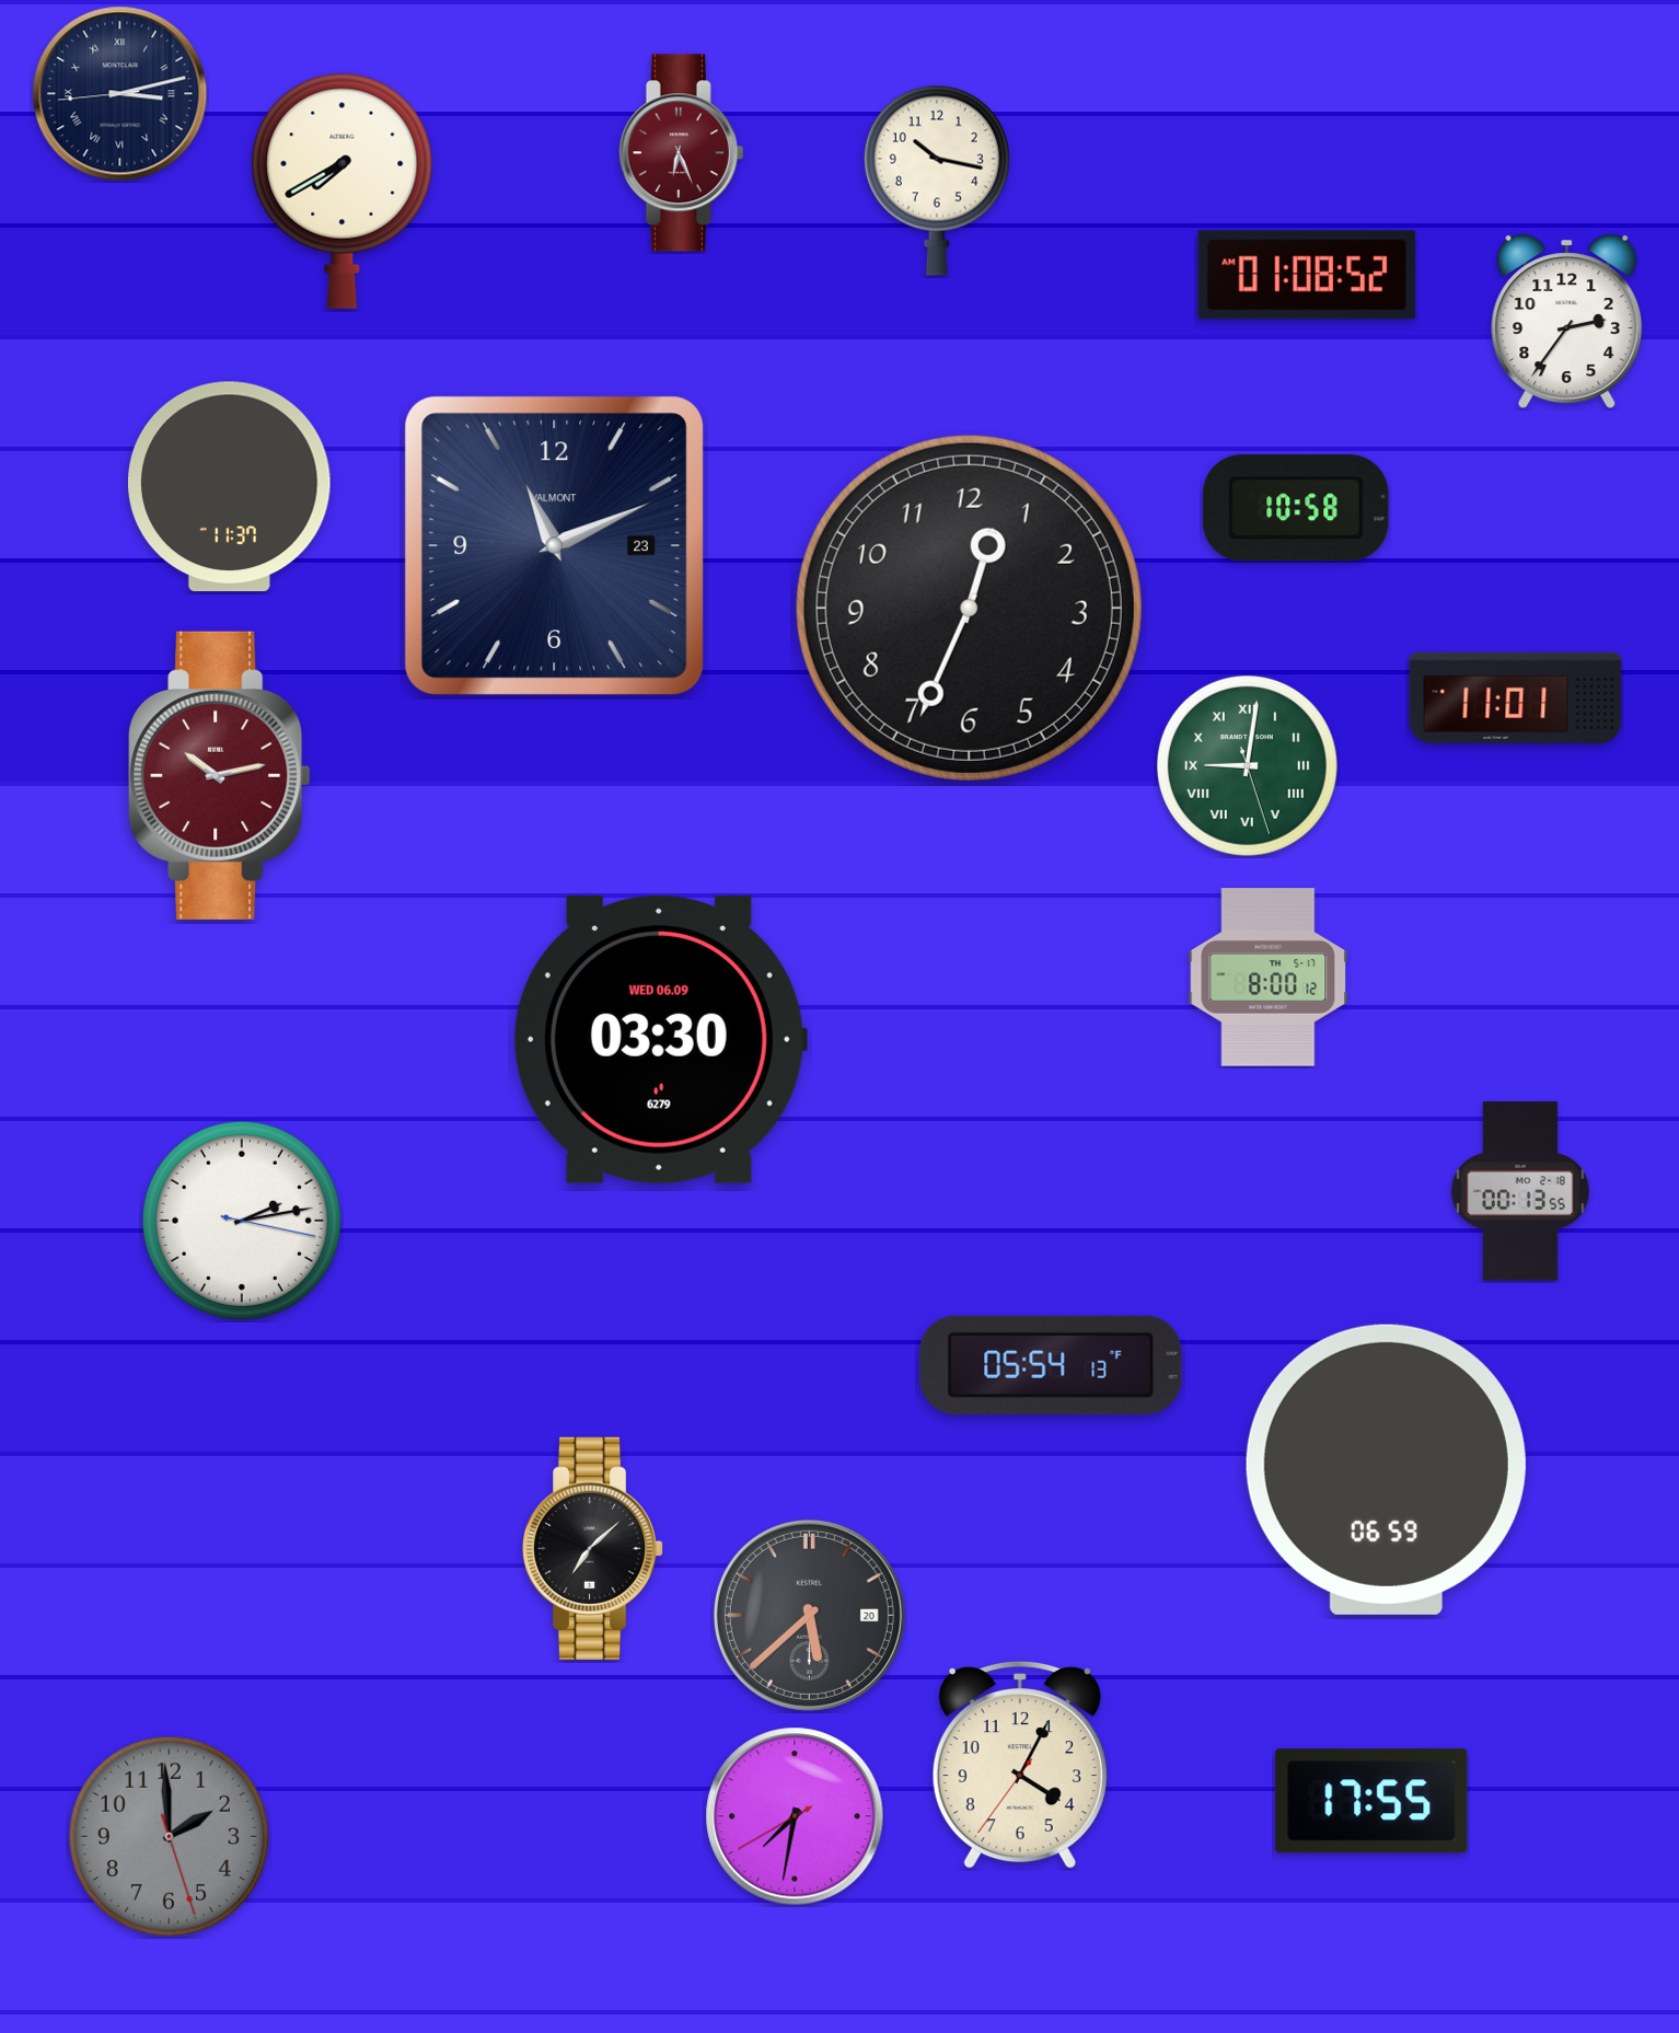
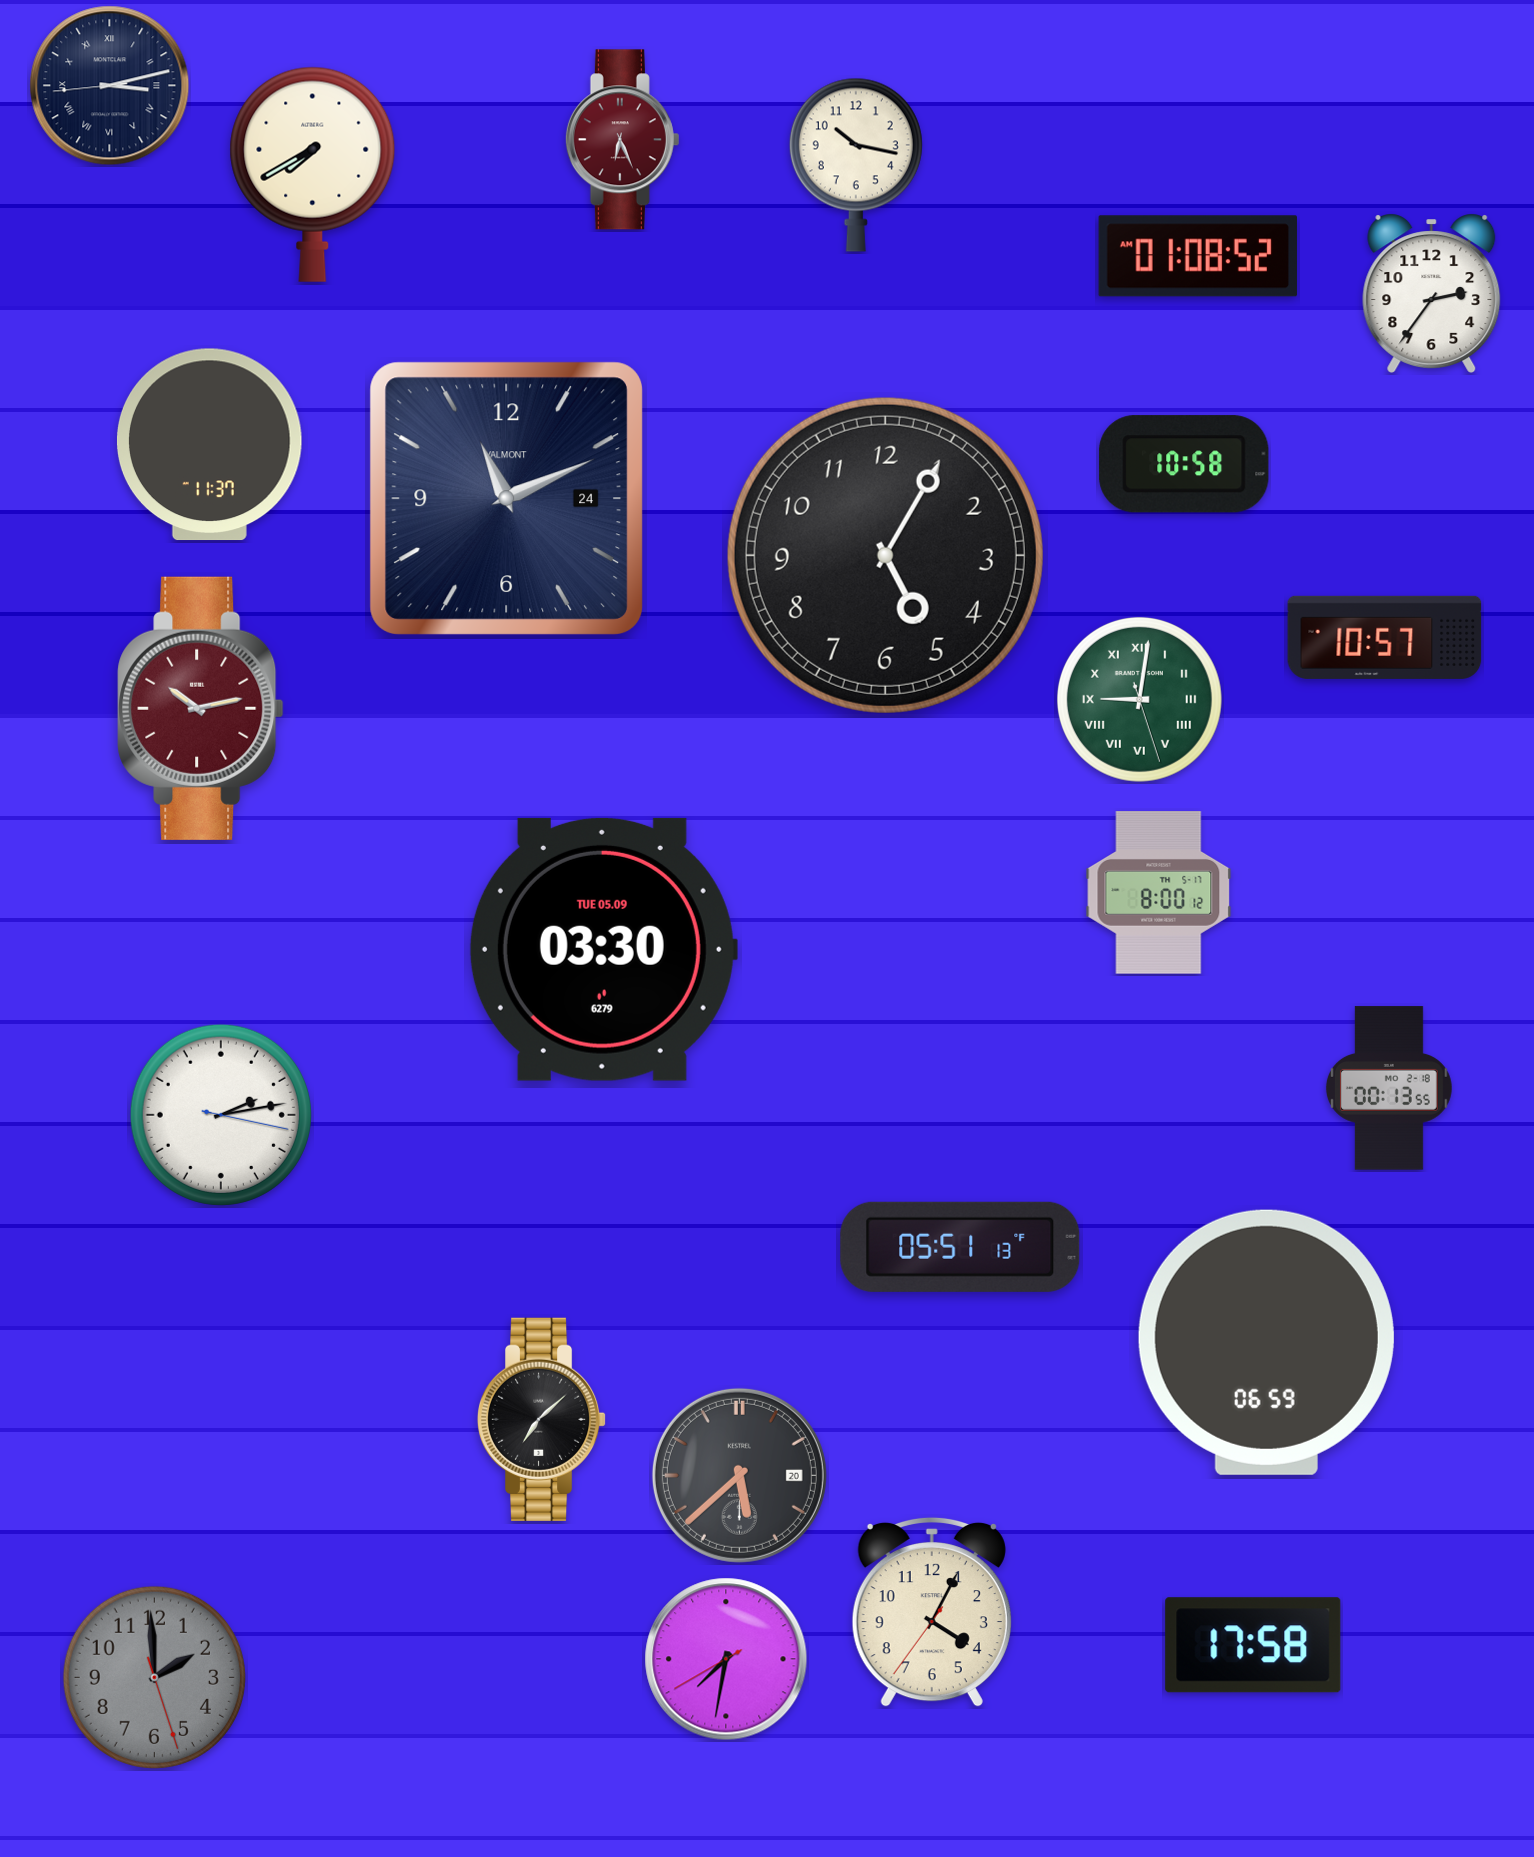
clock at (1307, 275) position: (1307, 275) -> (1198, 256)
clock at (554, 545) date: 23 -> 24
clock at (969, 608): 12:34 -> 5:05
clock at (1516, 697): 11:01 -> 10:57
clock at (660, 1039) date: WED 06.09 -> TUE 05.09
clock at (1051, 1365): 05:54 -> 05:51
clock at (593, 1548) position: (593, 1548) -> (542, 1419)
clock at (1371, 1801): 17:55 -> 17:58
